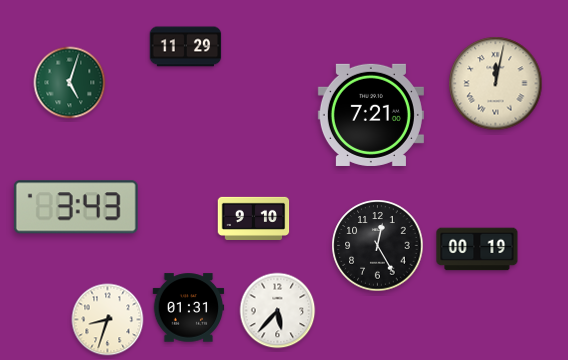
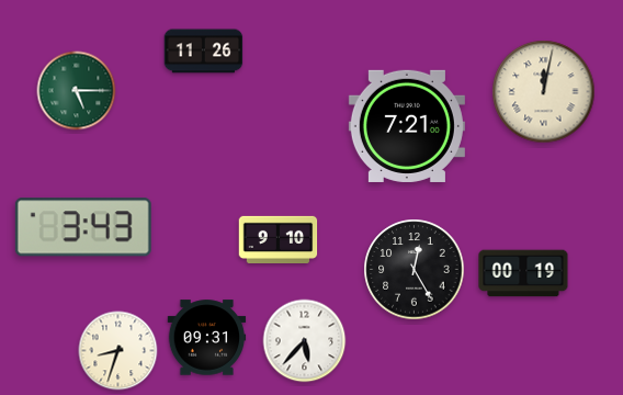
clock at (186, 47): 11:29 -> 11:26
clock at (70, 83): 5:03 -> 5:15
clock at (189, 308): 01:31 -> 09:31
